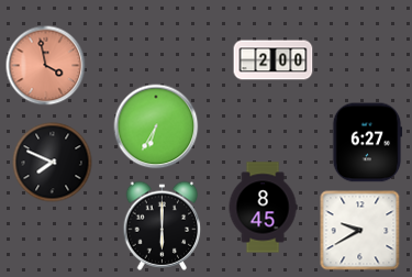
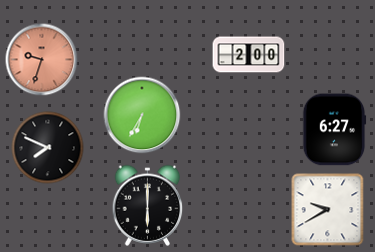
clock at (46, 66): 3:58 -> 9:33
clock at (263, 208): 8:45 -> none
